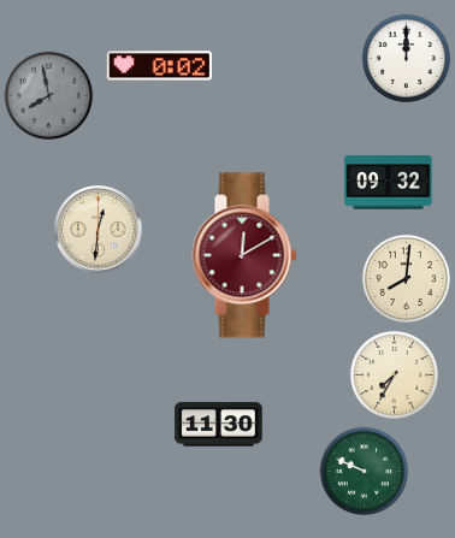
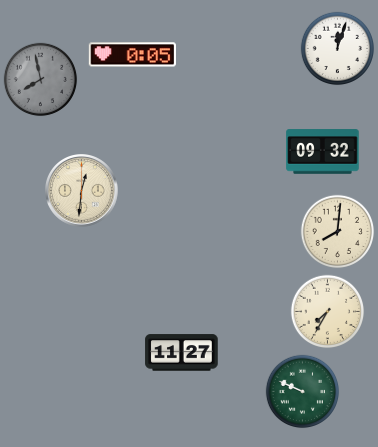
clock at (407, 59): 12:00 -> 12:03
clock at (159, 66): 0:02 -> 0:05
clock at (244, 255): 12:10 -> none
clock at (219, 425): 11:30 -> 11:27
